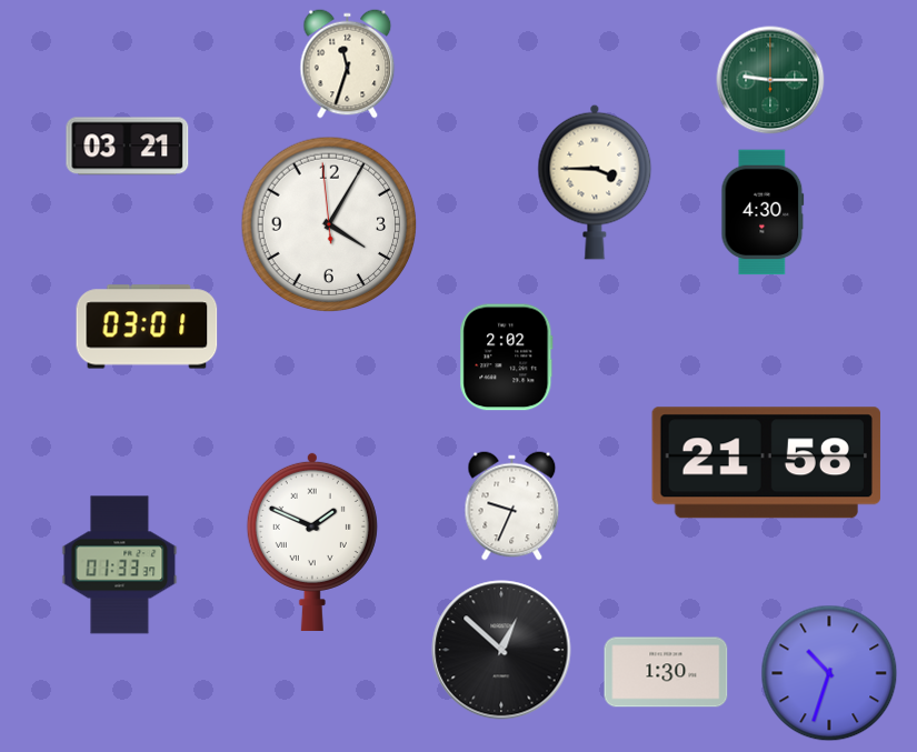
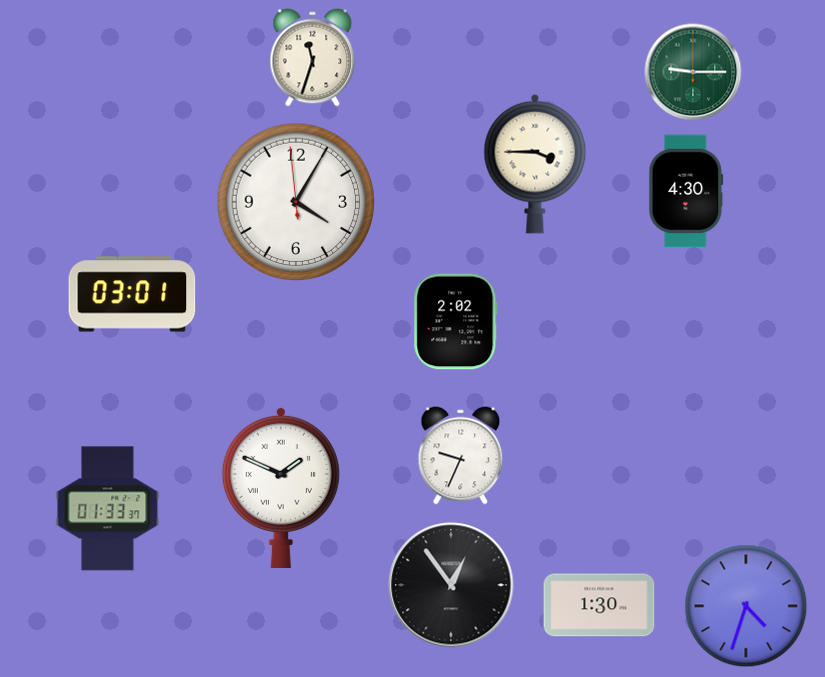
clock at (128, 147): 03:21 -> none
clock at (766, 463): 21:58 -> none
clock at (501, 650): 12:52 -> 12:54
clock at (829, 673): 10:33 -> 4:33
